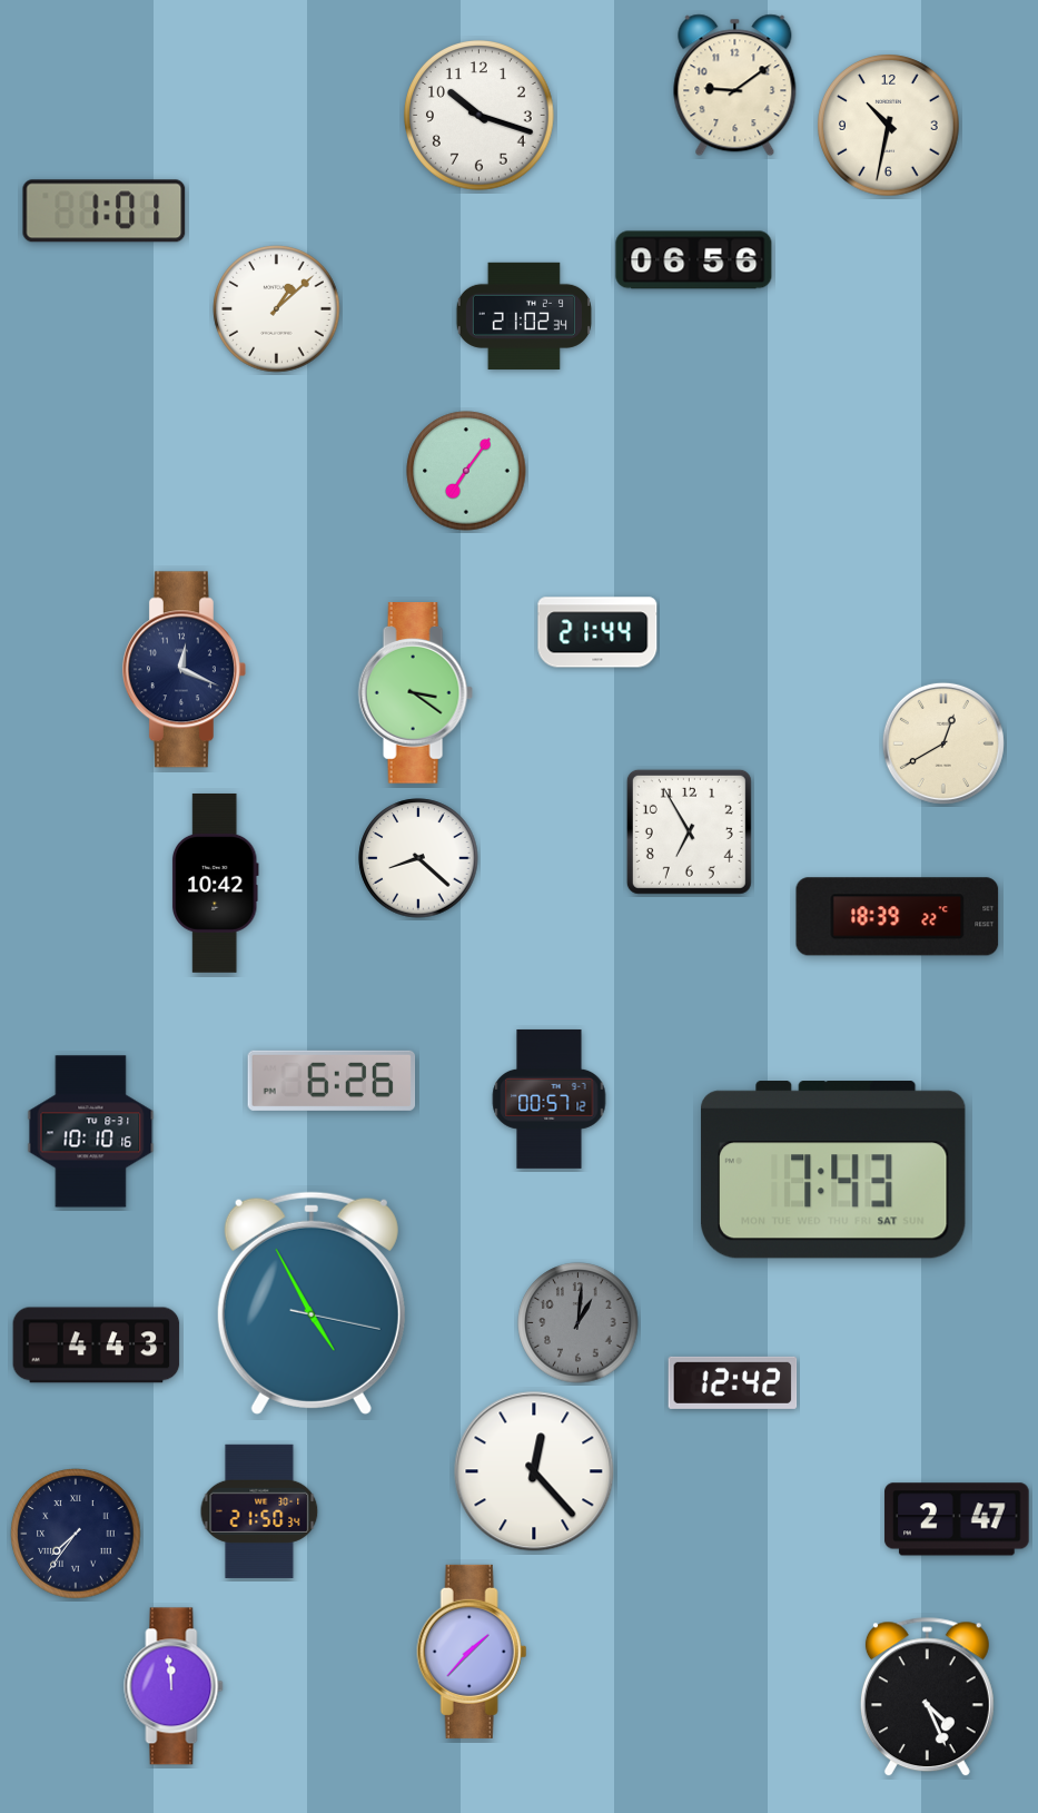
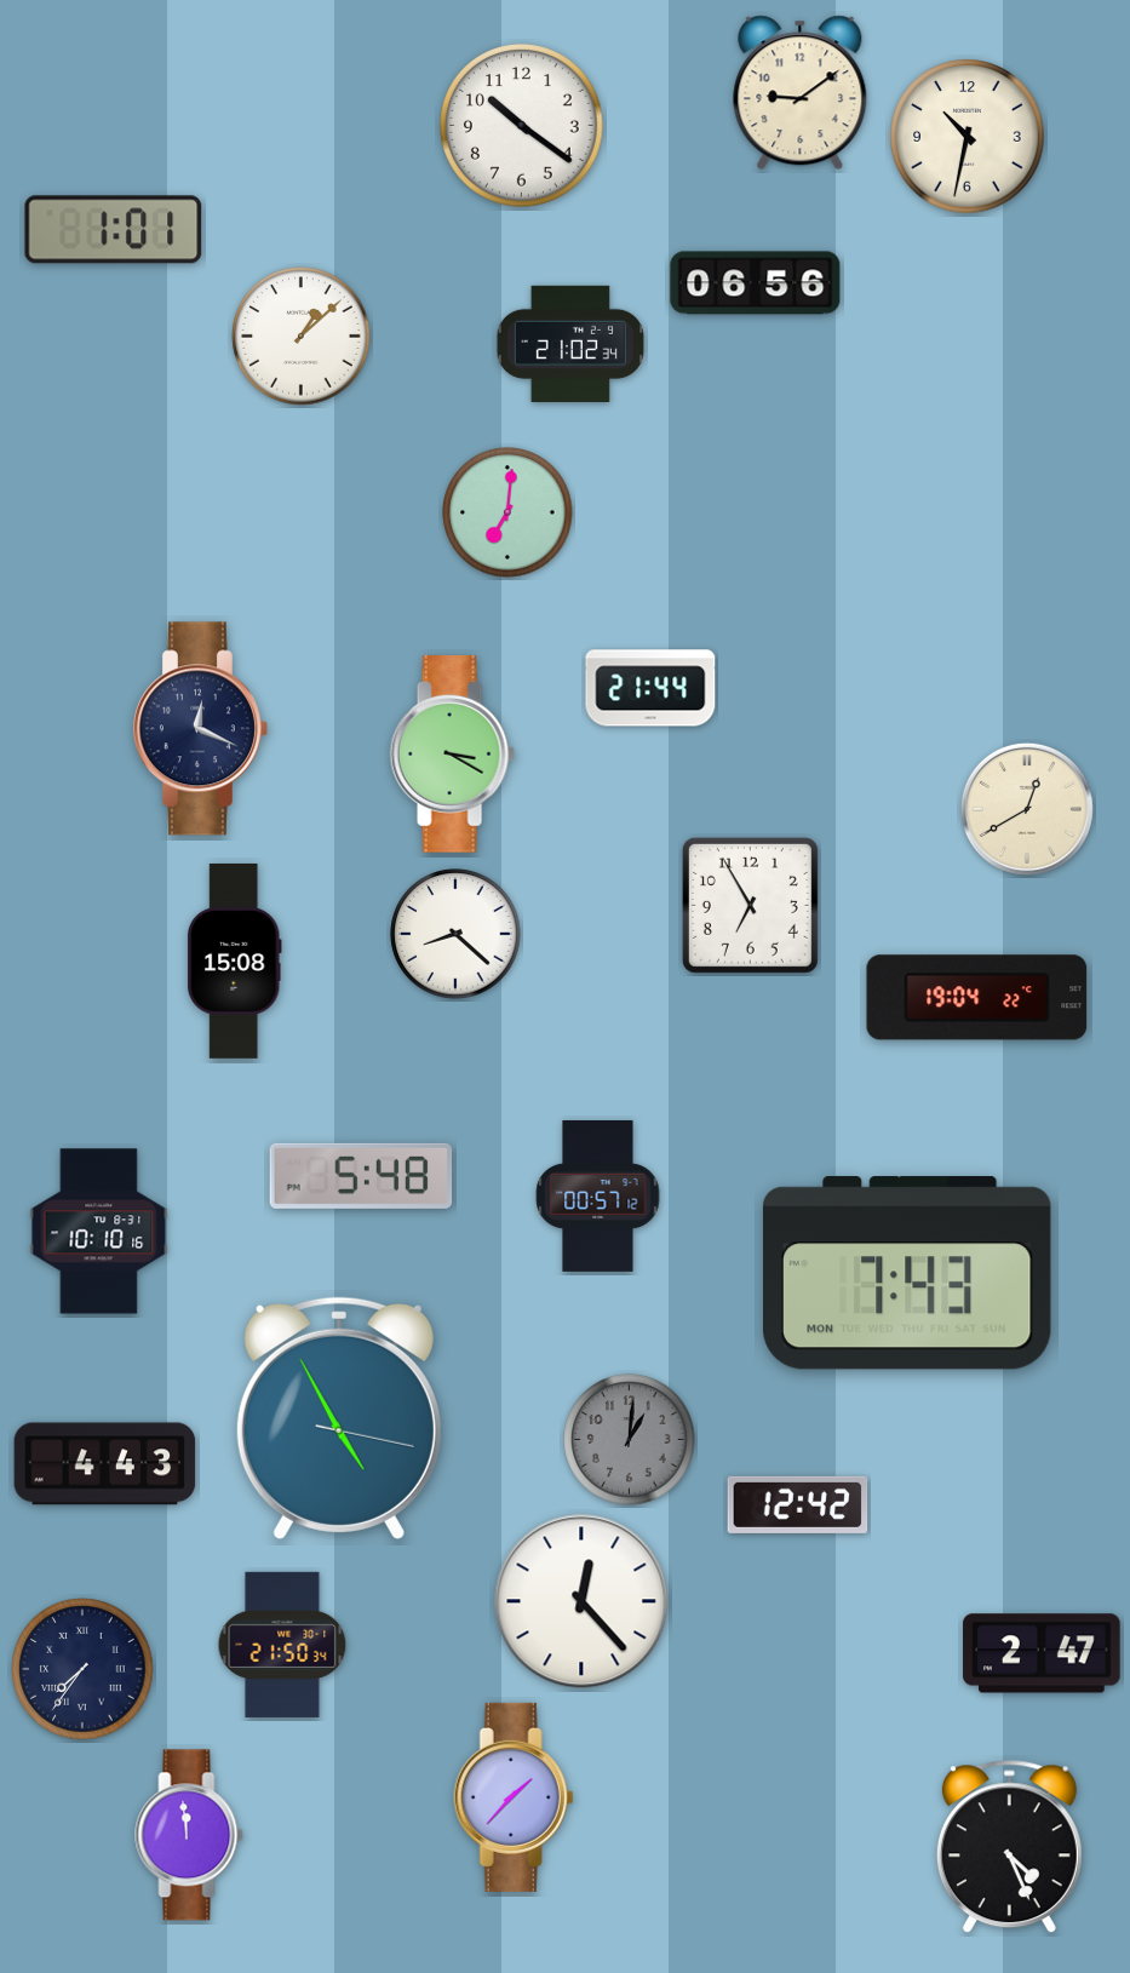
clock at (480, 116): 10:18 -> 10:21
clock at (466, 471): 7:06 -> 7:01
clock at (415, 693): 3:21 -> 3:20
clock at (215, 883): 10:42 -> 15:08
clock at (898, 917): 18:39 -> 19:04
clock at (332, 1081): 6:26 -> 5:48
clock at (833, 1170) date: SAT -> MON
